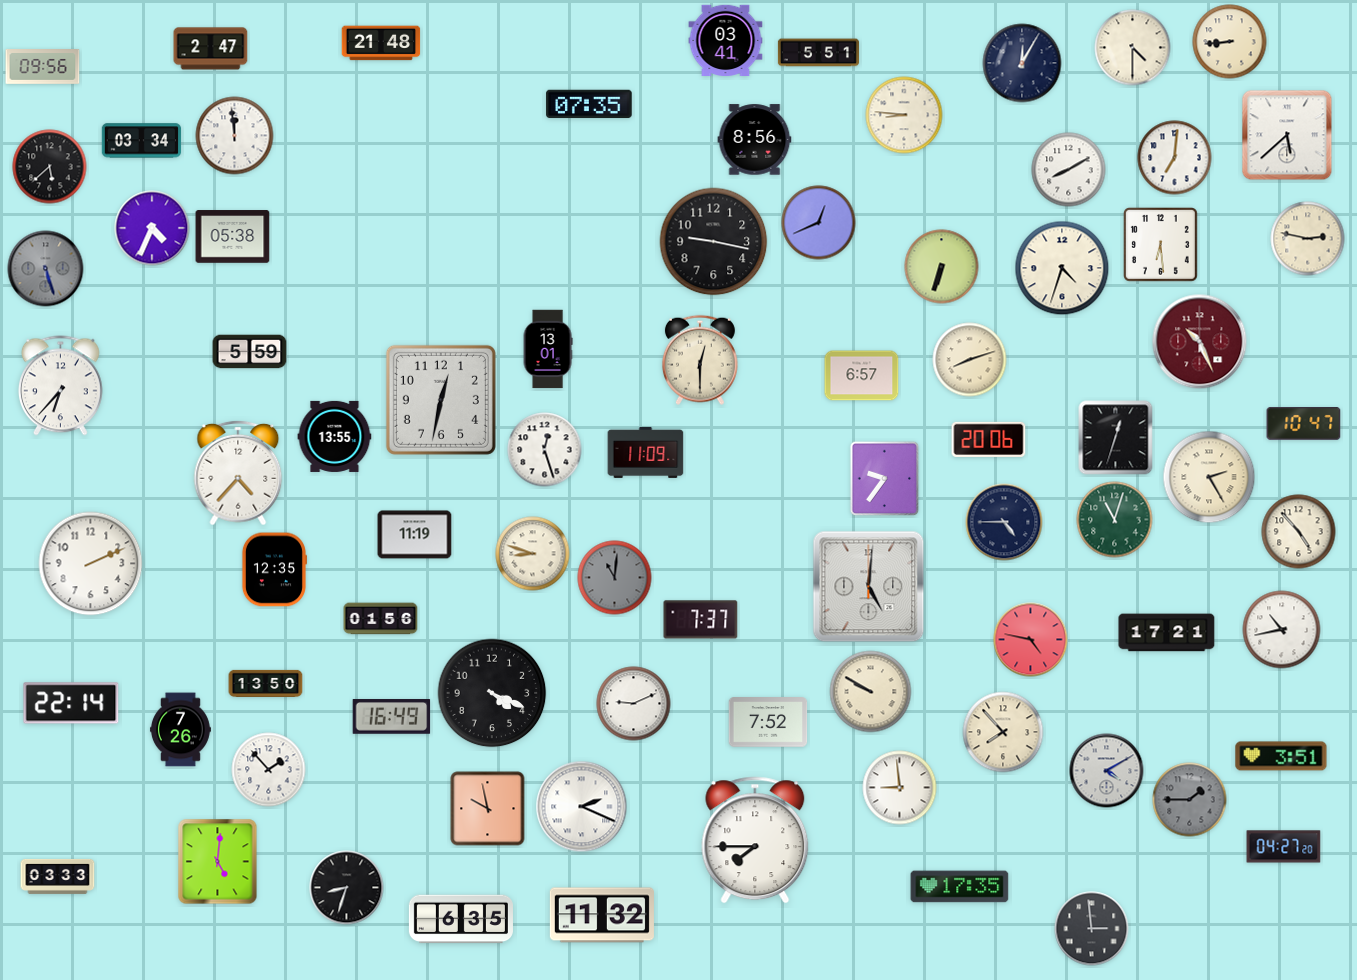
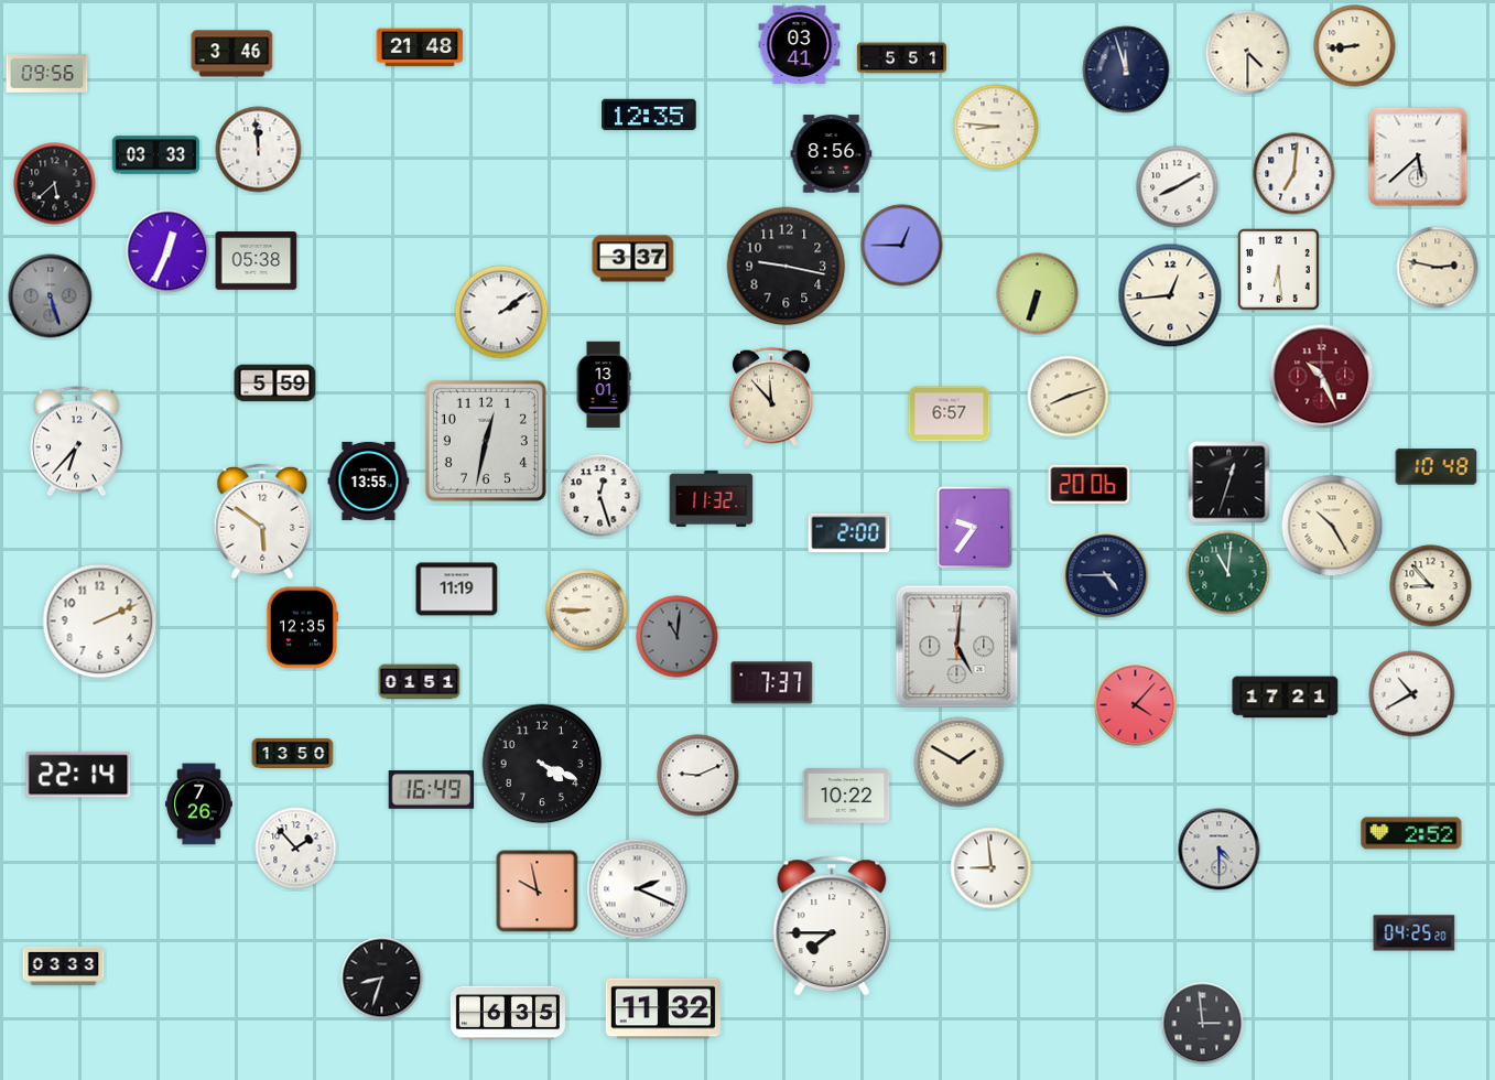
clock at (211, 49): 2:47 -> 3:46
clock at (1022, 63): 12:05 -> 11:57
clock at (589, 104): 07:35 -> 12:35
clock at (1287, 135) position: (1287, 135) -> (1418, 156)
clock at (142, 141): 03:34 -> 03:33
clock at (819, 223): 12:41 -> 12:45
clock at (152, 228): 4:34 -> 12:34
clock at (633, 259): none -> 3:37
clock at (1308, 239) position: (1308, 239) -> (1438, 268)
clock at (1062, 268): 4:33 -> 12:44
clock at (501, 312): none -> 2:09
clock at (250, 352) position: (250, 352) -> (275, 384)
clock at (700, 360): 12:30 -> 11:53
clock at (60, 386) position: (60, 386) -> (76, 442)
clock at (1304, 424): 10:47 -> 10:48
clock at (646, 452): 11:09 -> 11:32
clock at (238, 473): 4:37 -> 5:51
clock at (1209, 477): 2:25 -> 10:25
clock at (849, 533): none -> 2:00
clock at (1115, 520): 11:03 -> 11:01
clock at (1299, 532): 4:53 -> 8:53
clock at (533, 554): 8:48 -> 8:45
clock at (381, 619): 01:56 -> 01:51
clock at (1282, 630): 10:43 -> 10:40
clock at (1031, 640): 4:47 -> 4:07
clock at (871, 692): 9:50 -> 1:50
clock at (768, 722): 7:52 -> 10:22
clock at (1003, 732): 7:53 -> none
clock at (1281, 756): 3:51 -> 2:52
clock at (1107, 771): 4:10 -> 4:30
clock at (1190, 800): 1:45 -> none
clock at (582, 807) position: (582, 807) -> (638, 889)
clock at (1284, 847): 04:27 -> 04:25
clock at (218, 862): 5:01 -> none
clock at (960, 887): 17:35 -> none
